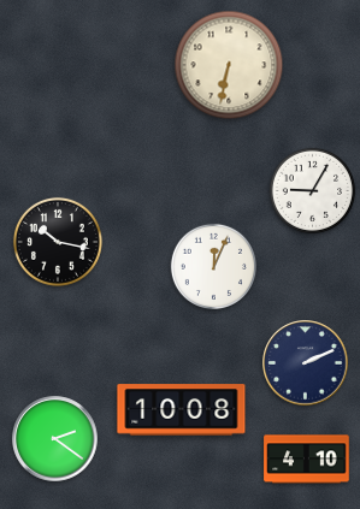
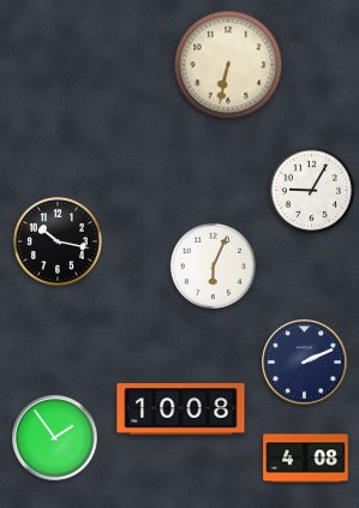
clock at (213, 266): 12:04 -> 6:04
clock at (55, 439): 2:21 -> 1:54
clock at (307, 460): 4:10 -> 4:08
